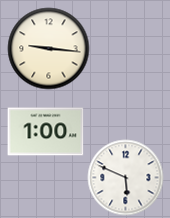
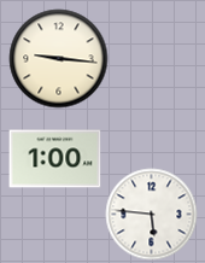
clock at (126, 178): 5:49 -> 5:46
